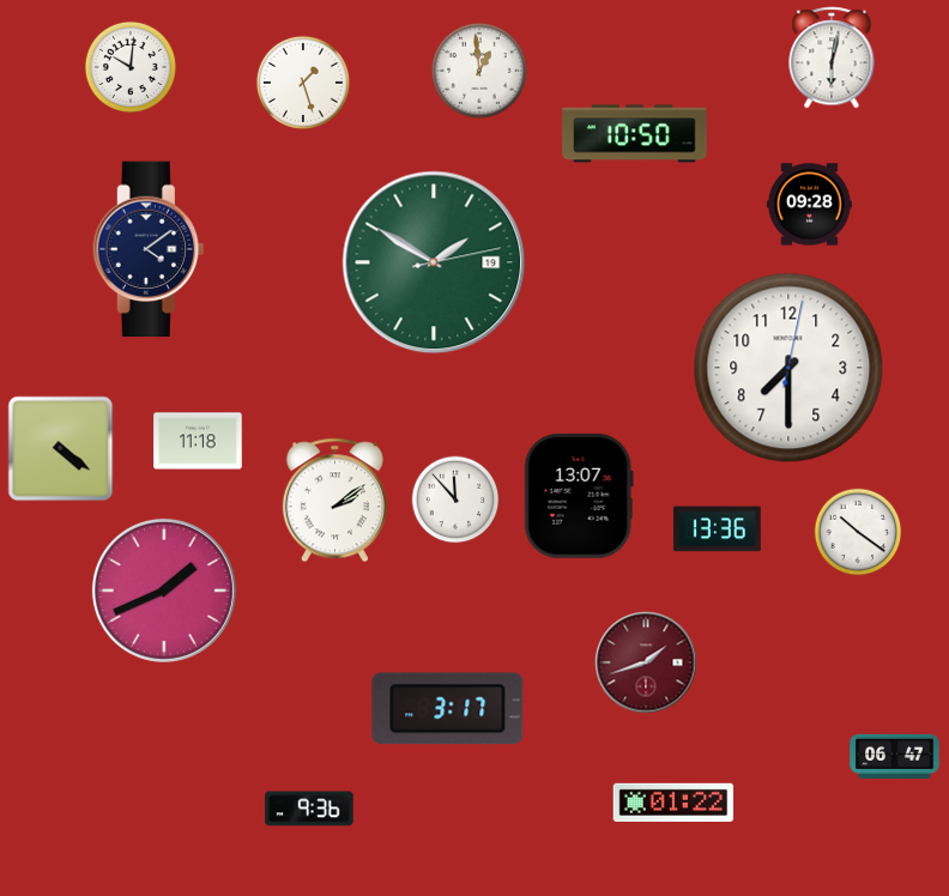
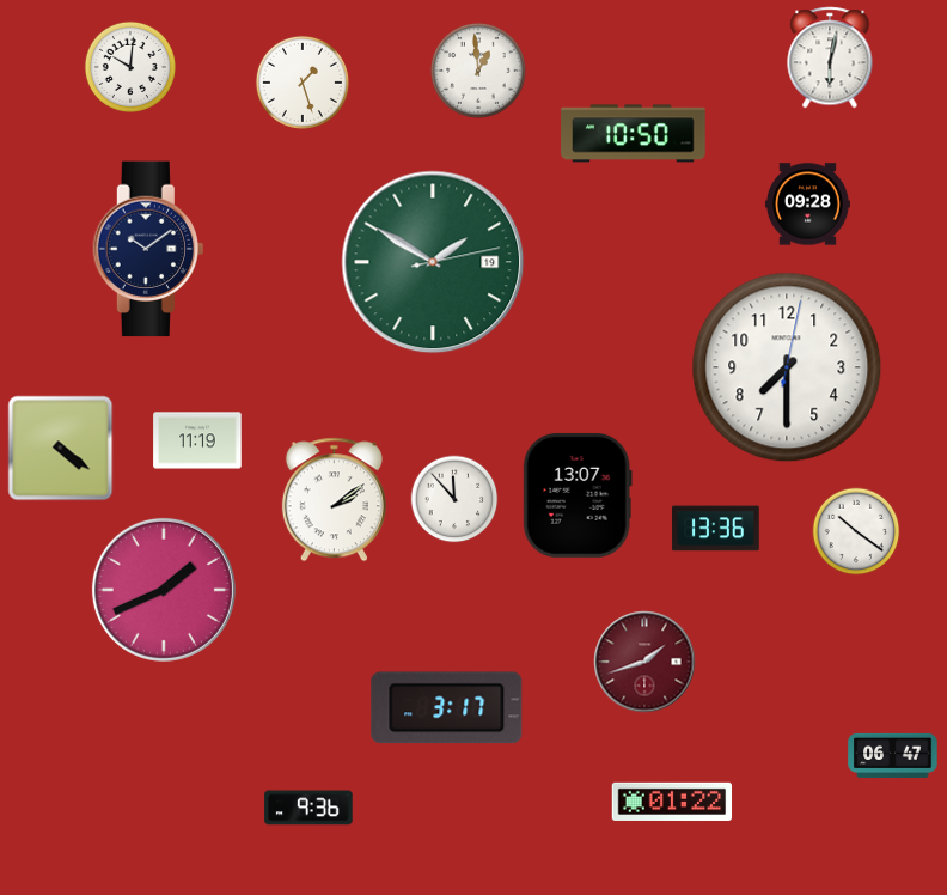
clock at (147, 249): 4:09 -> 10:09
clock at (198, 441): 11:18 -> 11:19
